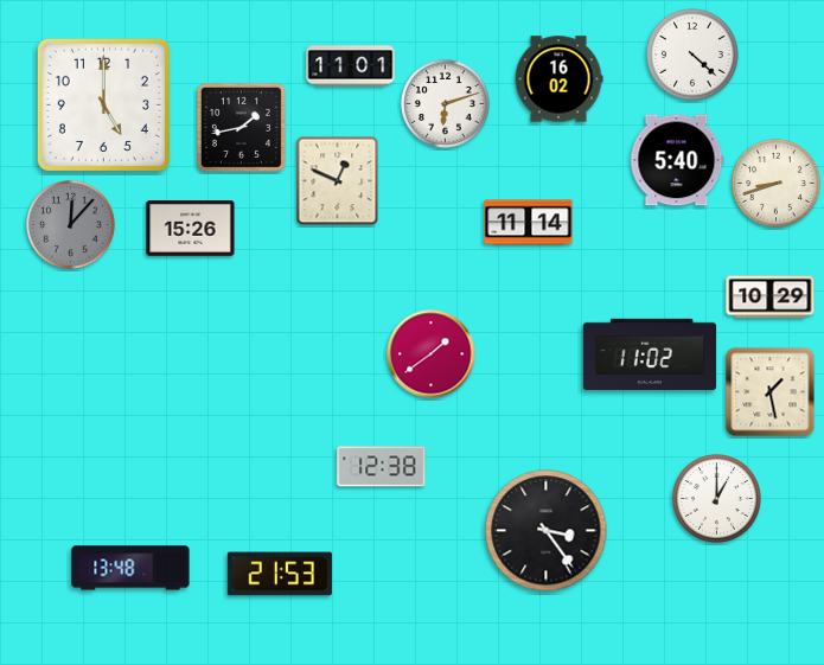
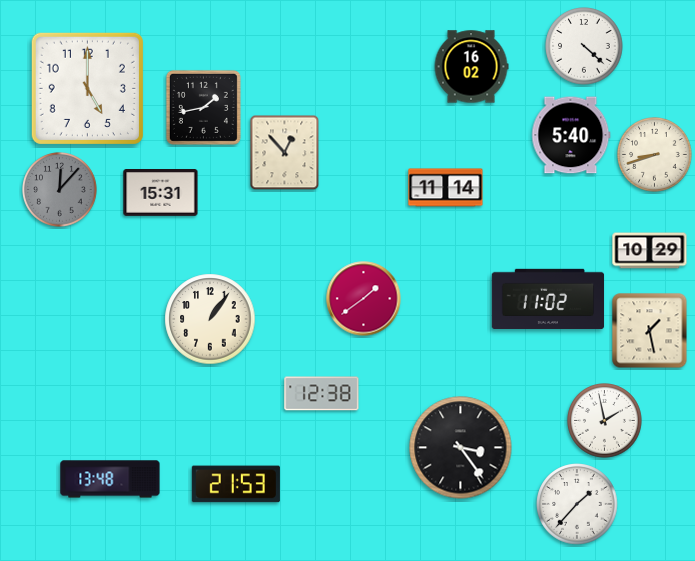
clock at (351, 66): 11:01 -> none
clock at (446, 104): 6:12 -> none
clock at (338, 181): 12:49 -> 12:53
clock at (191, 229): 15:26 -> 15:31
clock at (210, 319): none -> 1:06
clock at (717, 499): 1:00 -> 1:58
clock at (577, 504): none -> 1:37
